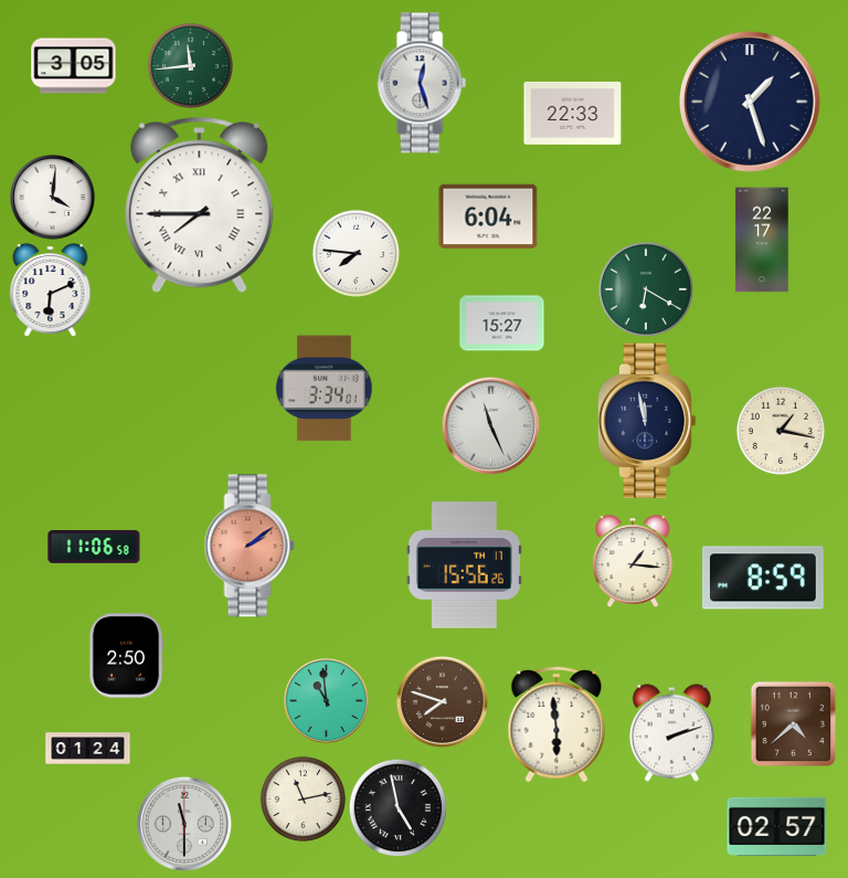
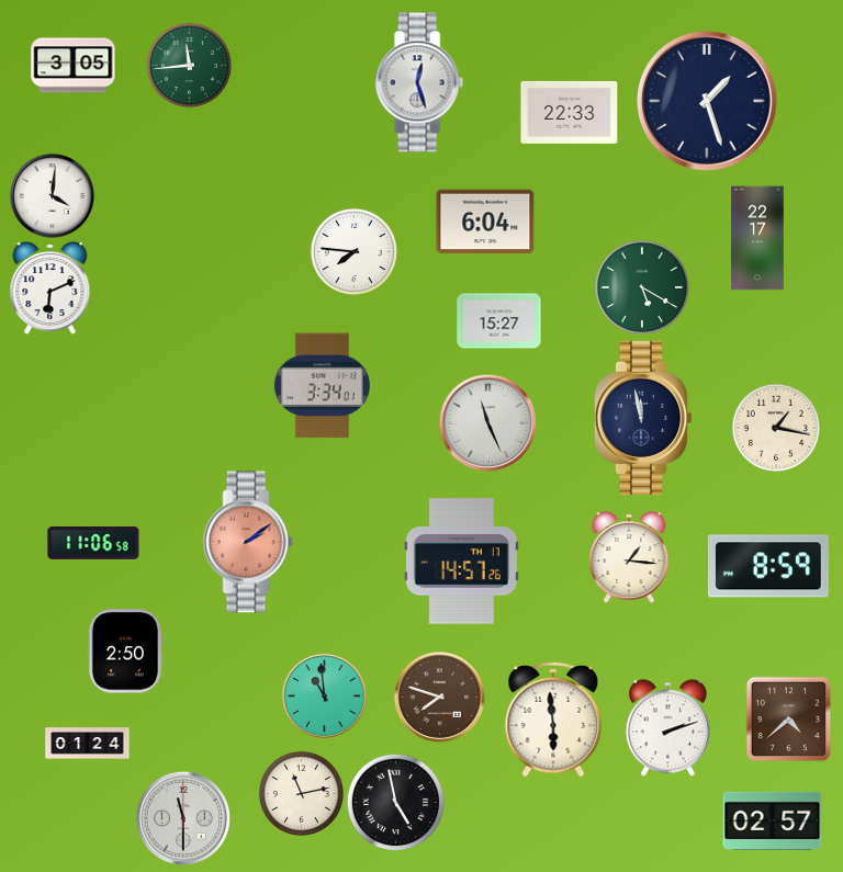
clock at (751, 103) position: (751, 103) -> (708, 102)
clock at (200, 205): 7:45 -> none
clock at (488, 216) position: (488, 216) -> (485, 222)
clock at (646, 289): 6:20 -> 5:20
clock at (464, 565): 15:56 -> 14:57
clock at (764, 578) position: (764, 578) -> (769, 566)
